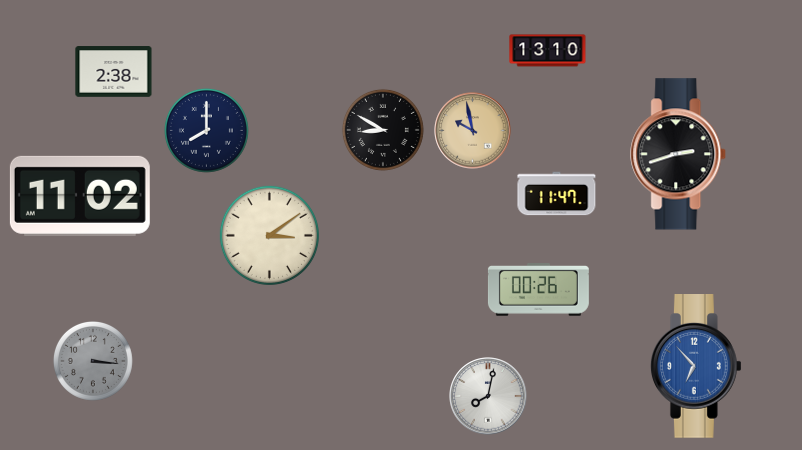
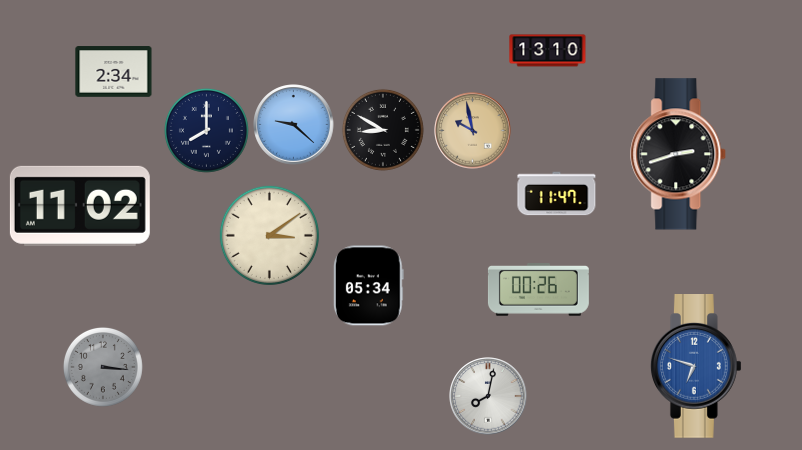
clock at (114, 72): 2:38 -> 2:34
clock at (294, 125): none -> 9:22
clock at (80, 196) position: (80, 196) -> (80, 206)
clock at (368, 286): none -> 05:34
clock at (93, 361) position: (93, 361) -> (103, 367)
clock at (697, 367): 6:53 -> 6:48
